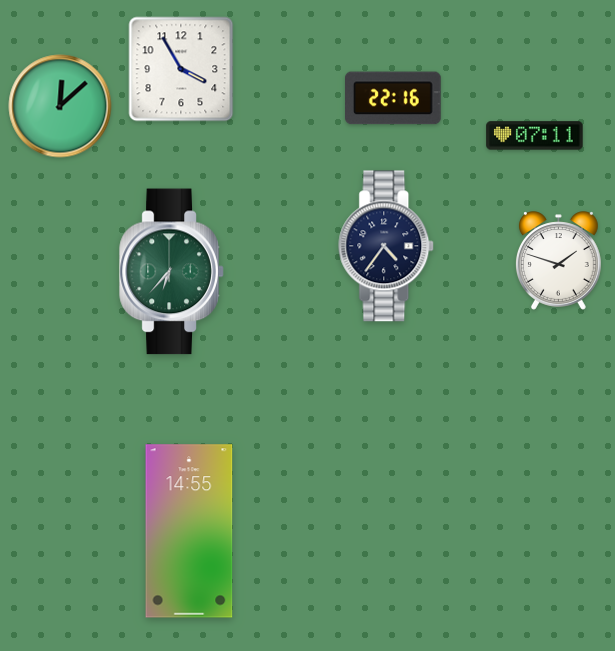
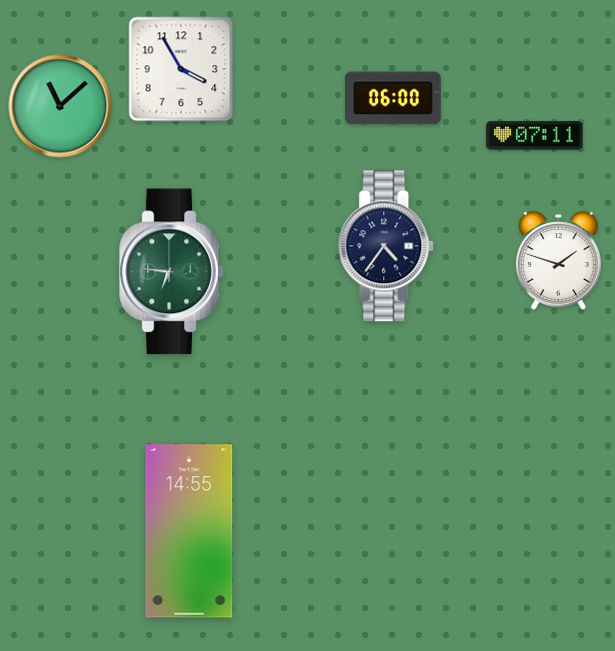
clock at (394, 98): 22:16 -> 06:00
clock at (60, 106): 12:08 -> 11:08
clock at (172, 272): 6:37 -> 6:46
